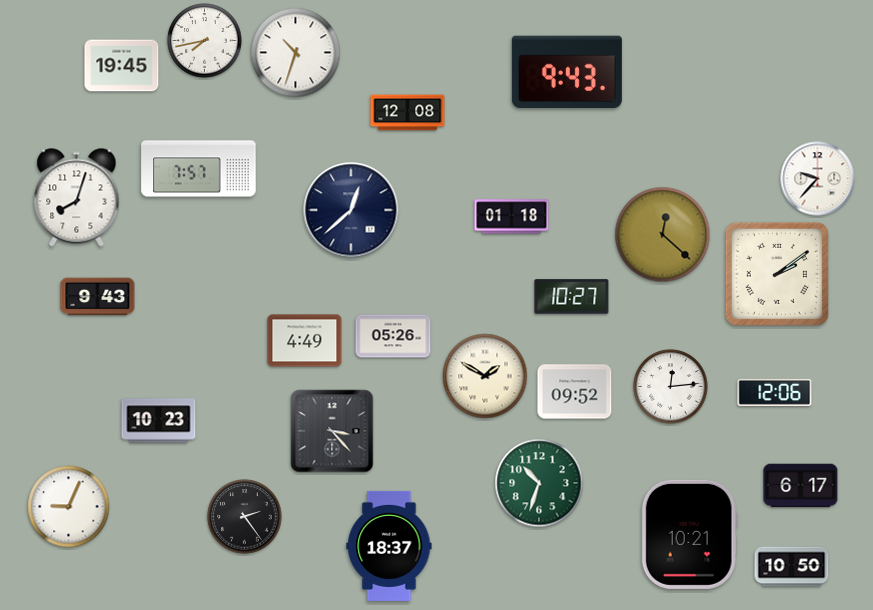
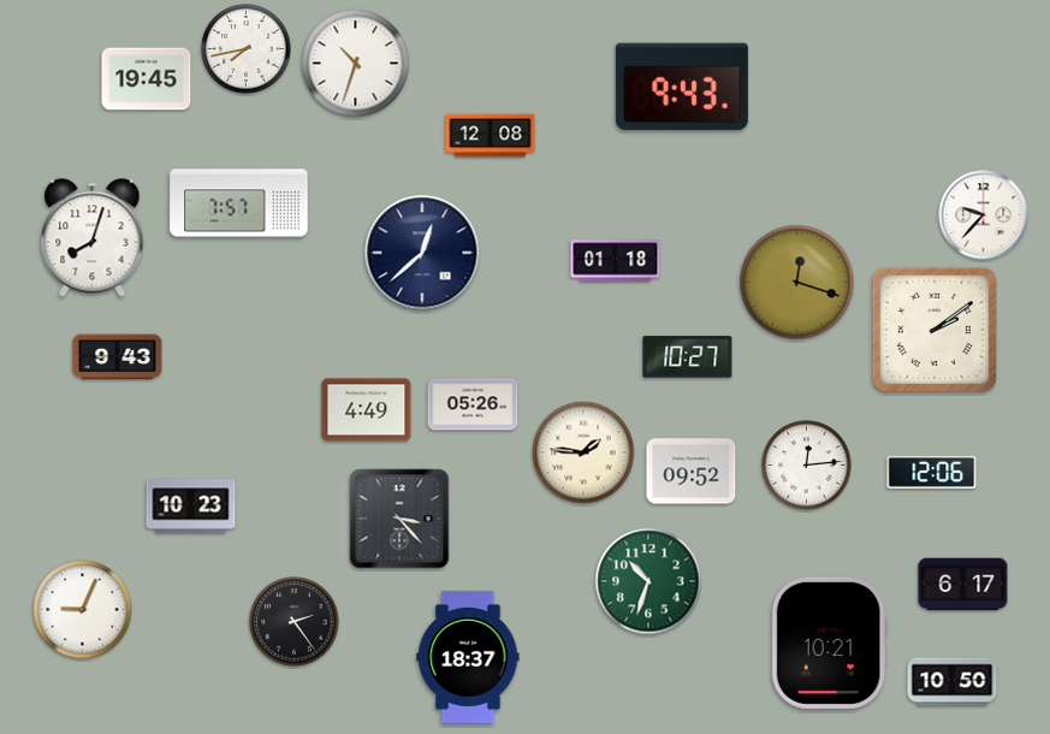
clock at (663, 235): 12:22 -> 12:18
clock at (485, 376): 1:50 -> 1:46
